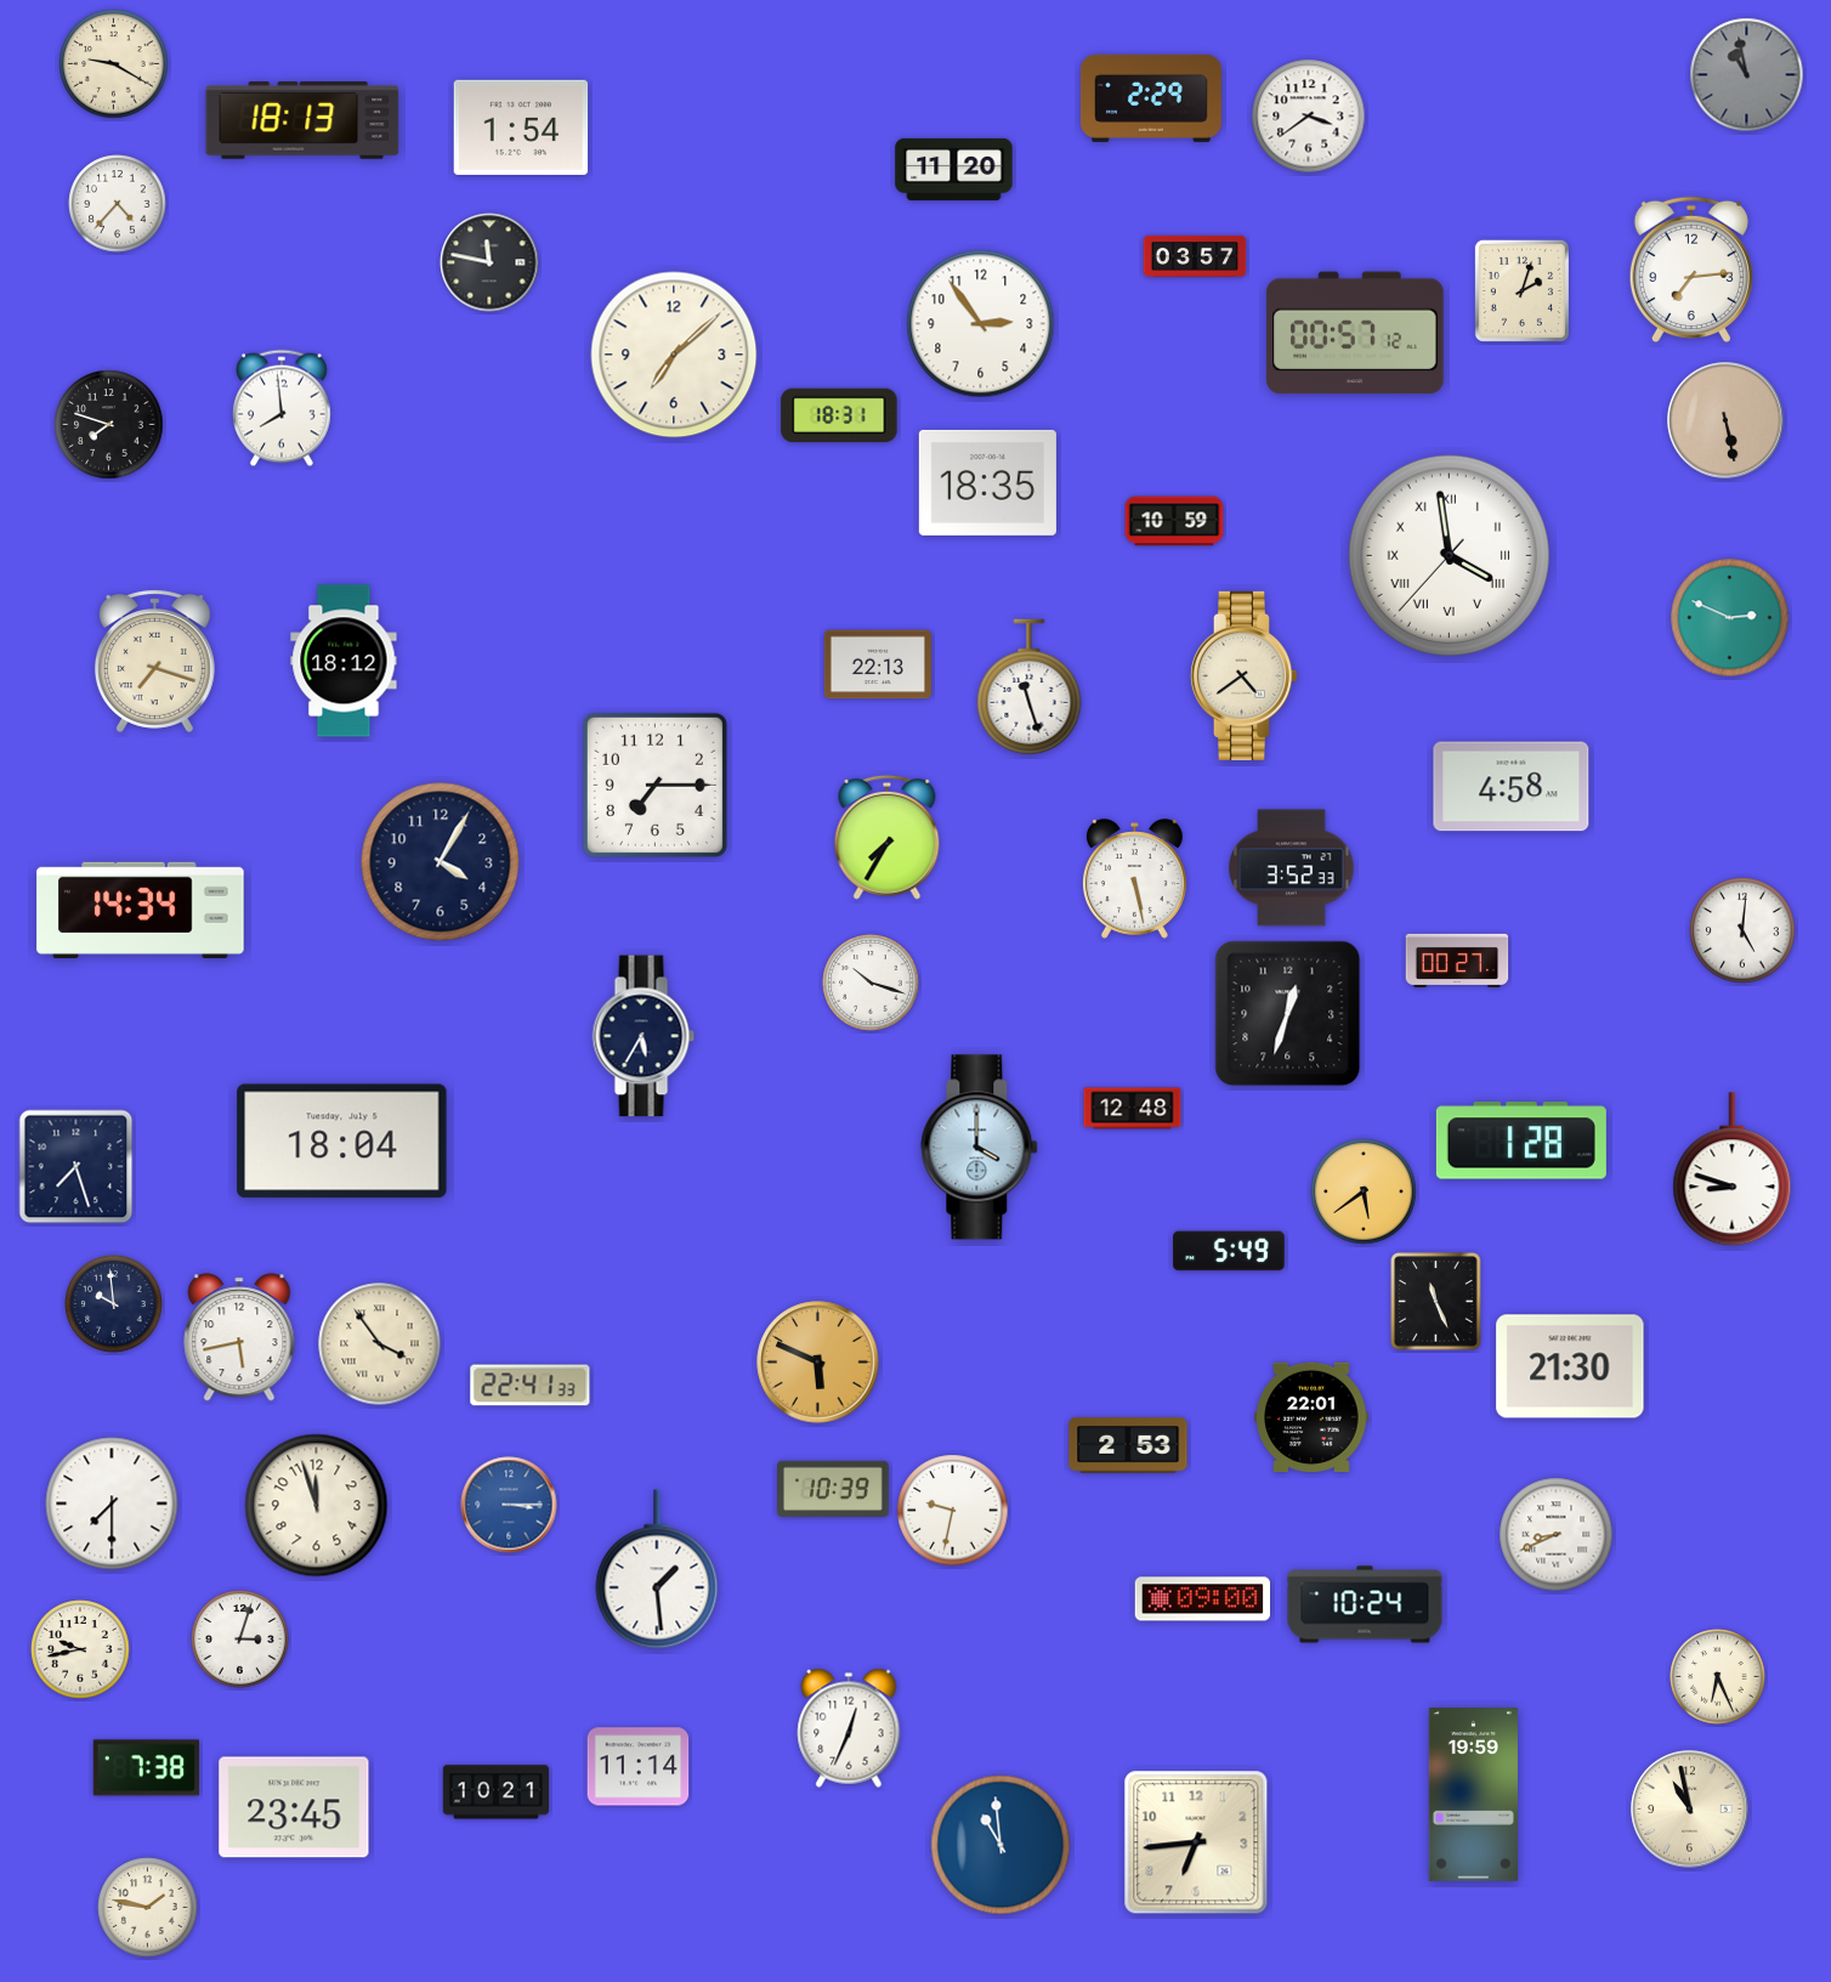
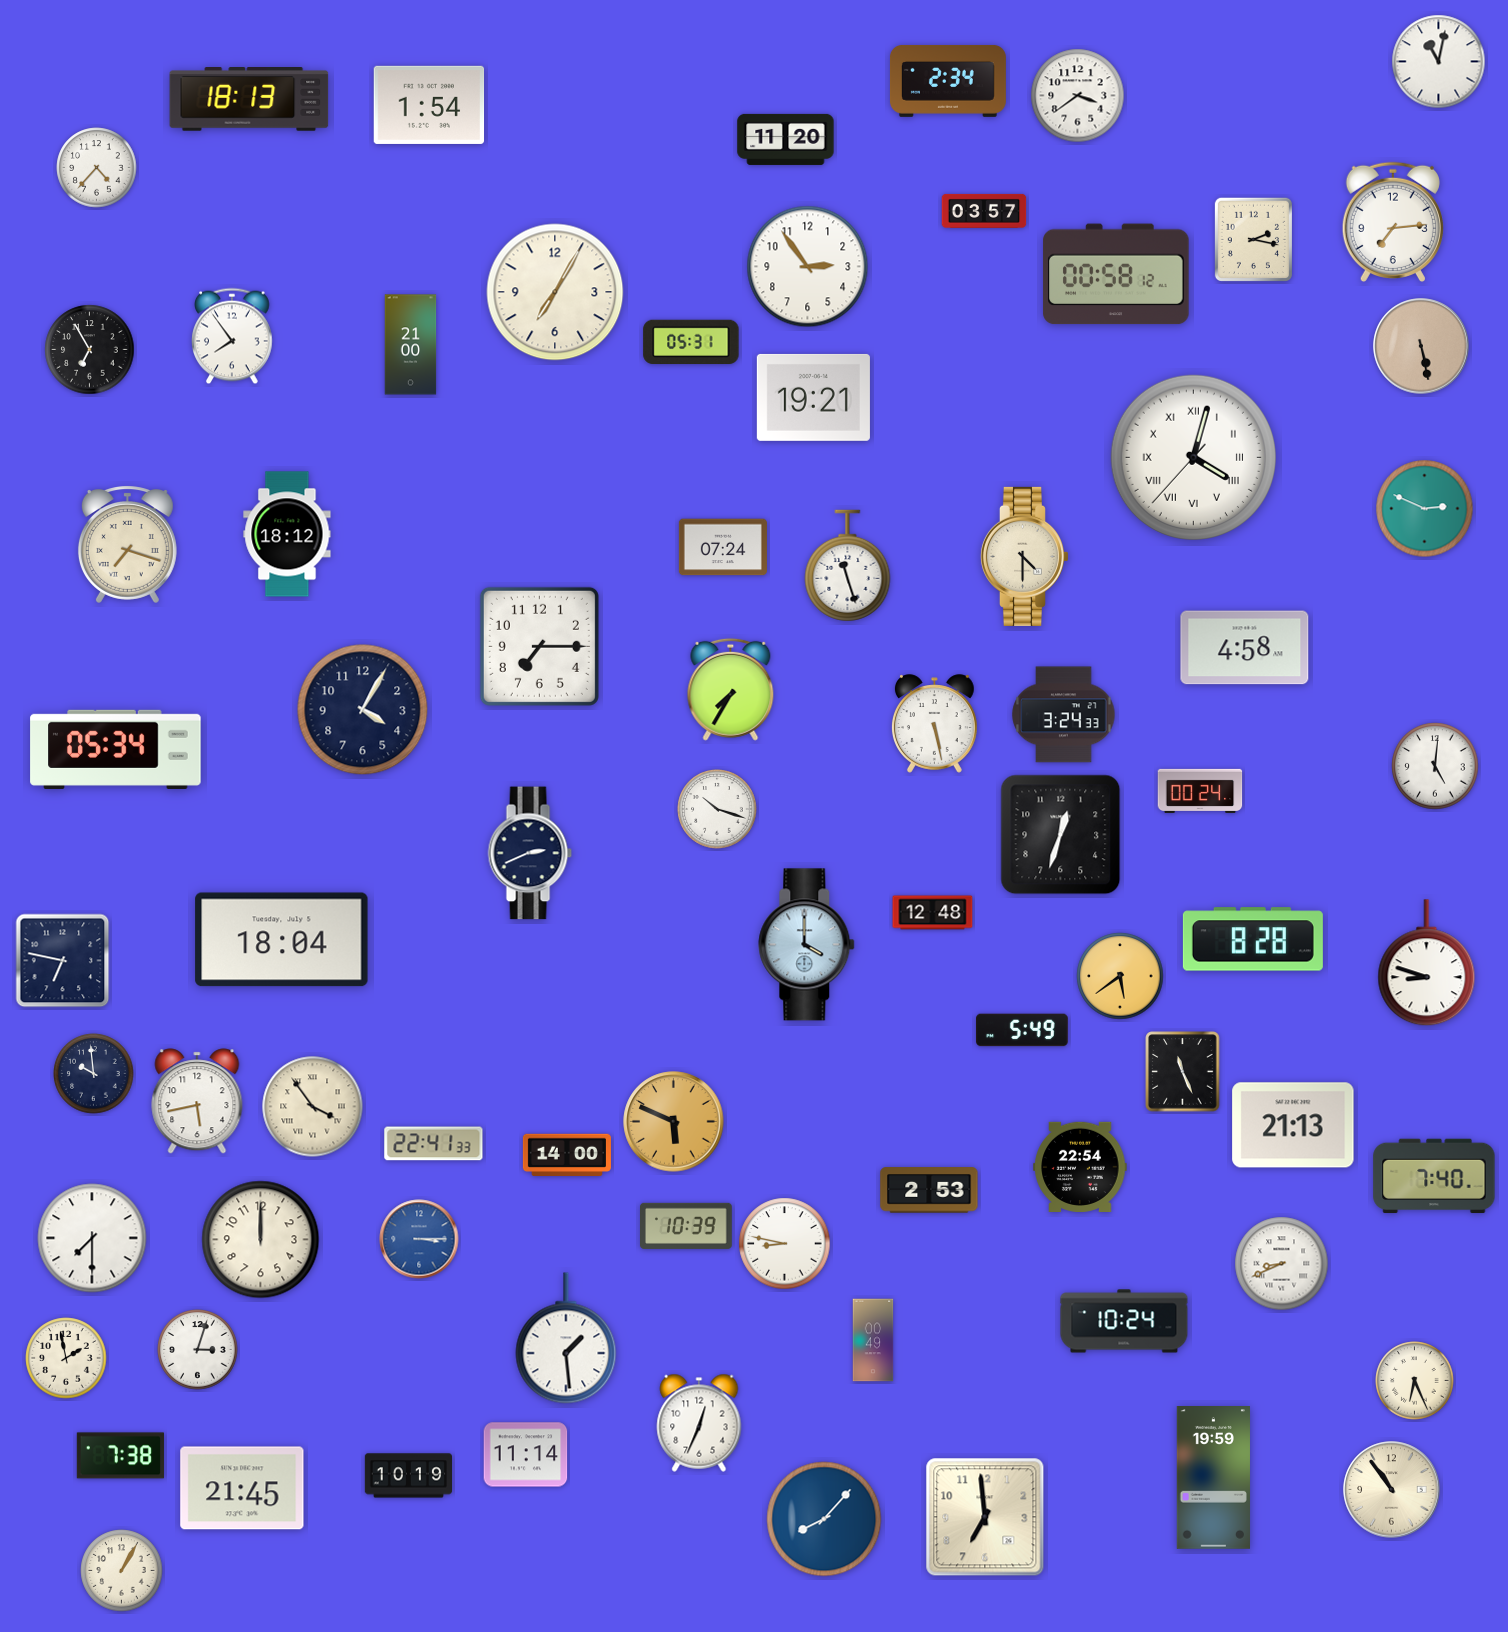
clock at (114, 64): 9:20 -> none
clock at (1747, 75): 10:58 -> 11:02
clock at (1747, 75) dial: grey -> white
clock at (1151, 98): 2:29 -> 2:34
clock at (489, 262): 11:47 -> none
clock at (1521, 290): 2:03 -> 2:17
clock at (1355, 333): 00:57 -> 00:58
clock at (674, 355): 7:08 -> 7:05
clock at (283, 408): 7:59 -> 7:54
clock at (839, 415): 18:31 -> 05:31
clock at (411, 345): none -> 21:00
clock at (109, 425): 7:48 -> 6:55
clock at (987, 482): 18:35 -> 19:21
clock at (1174, 521): 10:59 -> none
clock at (1449, 555): 3:58 -> 4:02
clock at (344, 661) position: (344, 661) -> (287, 534)
clock at (878, 664): 22:13 -> 07:24
clock at (1243, 675): 4:39 -> 4:30
clock at (1292, 868): 3:52 -> 3:24
clock at (141, 910): 14:34 -> 05:34
clock at (1457, 961): 00:27 -> 00:24
clock at (644, 1036): 5:35 -> 2:41
clock at (1521, 1140): 1:28 -> 8:28
clock at (76, 1167): 7:27 -> 6:47
clock at (1364, 1191) position: (1364, 1191) -> (1120, 976)
clock at (1230, 1251) position: (1230, 1251) -> (1023, 1030)
clock at (1570, 1366): 21:30 -> 21:13
clock at (531, 1386) position: (531, 1386) -> (434, 1144)
clock at (567, 1154): none -> 14:00
clock at (1311, 1416): 22:01 -> 22:54
clock at (1434, 1176): none -> 7:40
clock at (317, 1506): 11:57 -> 12:00
clock at (953, 1511): 9:32 -> 8:47
clock at (657, 1569) position: (657, 1569) -> (566, 1338)
clock at (1202, 1599): 09:00 -> none
clock at (873, 1340): none -> 00:49
clock at (80, 1649): 9:43 -> 1:58
clock at (495, 1793): 10:21 -> 10:19
clock at (294, 1807): 23:45 -> 21:45
clock at (1690, 1810): 10:58 -> 10:54
clock at (1196, 1842): 6:44 -> 6:59
clock at (1000, 1845): 10:59 -> 8:07
clock at (148, 1908): 1:47 -> 1:05
